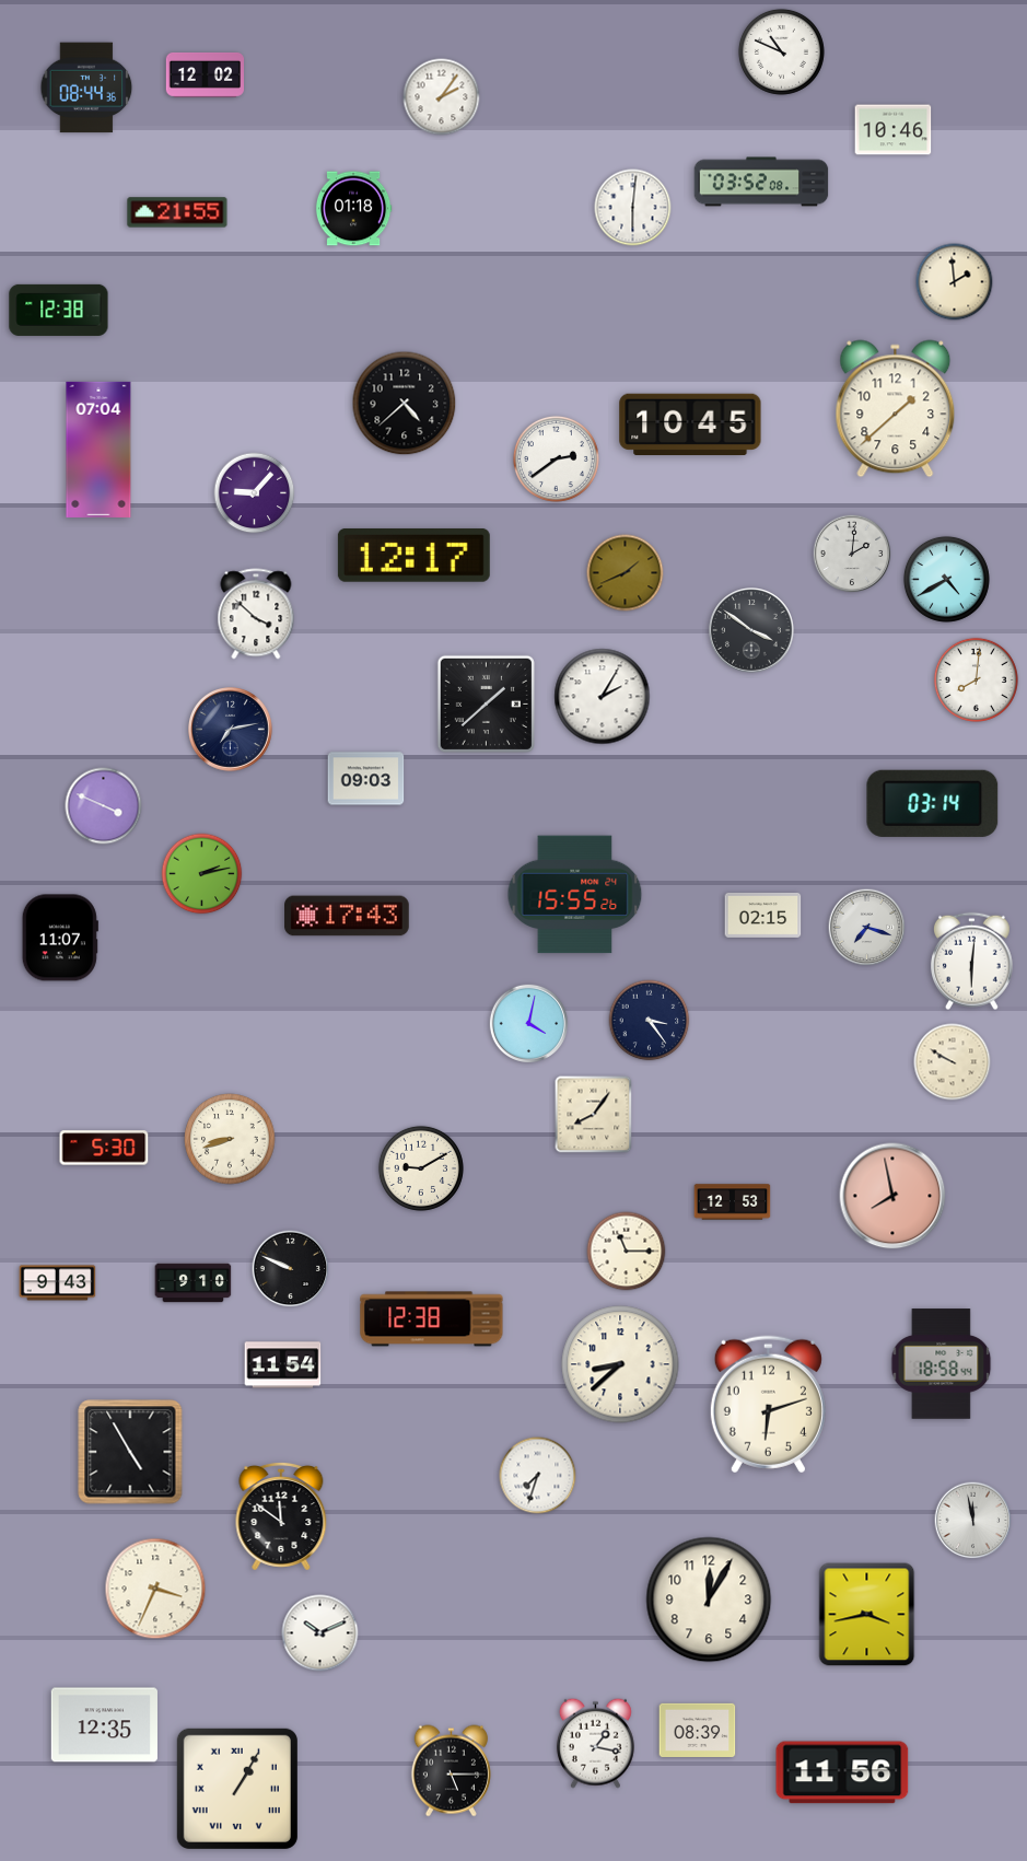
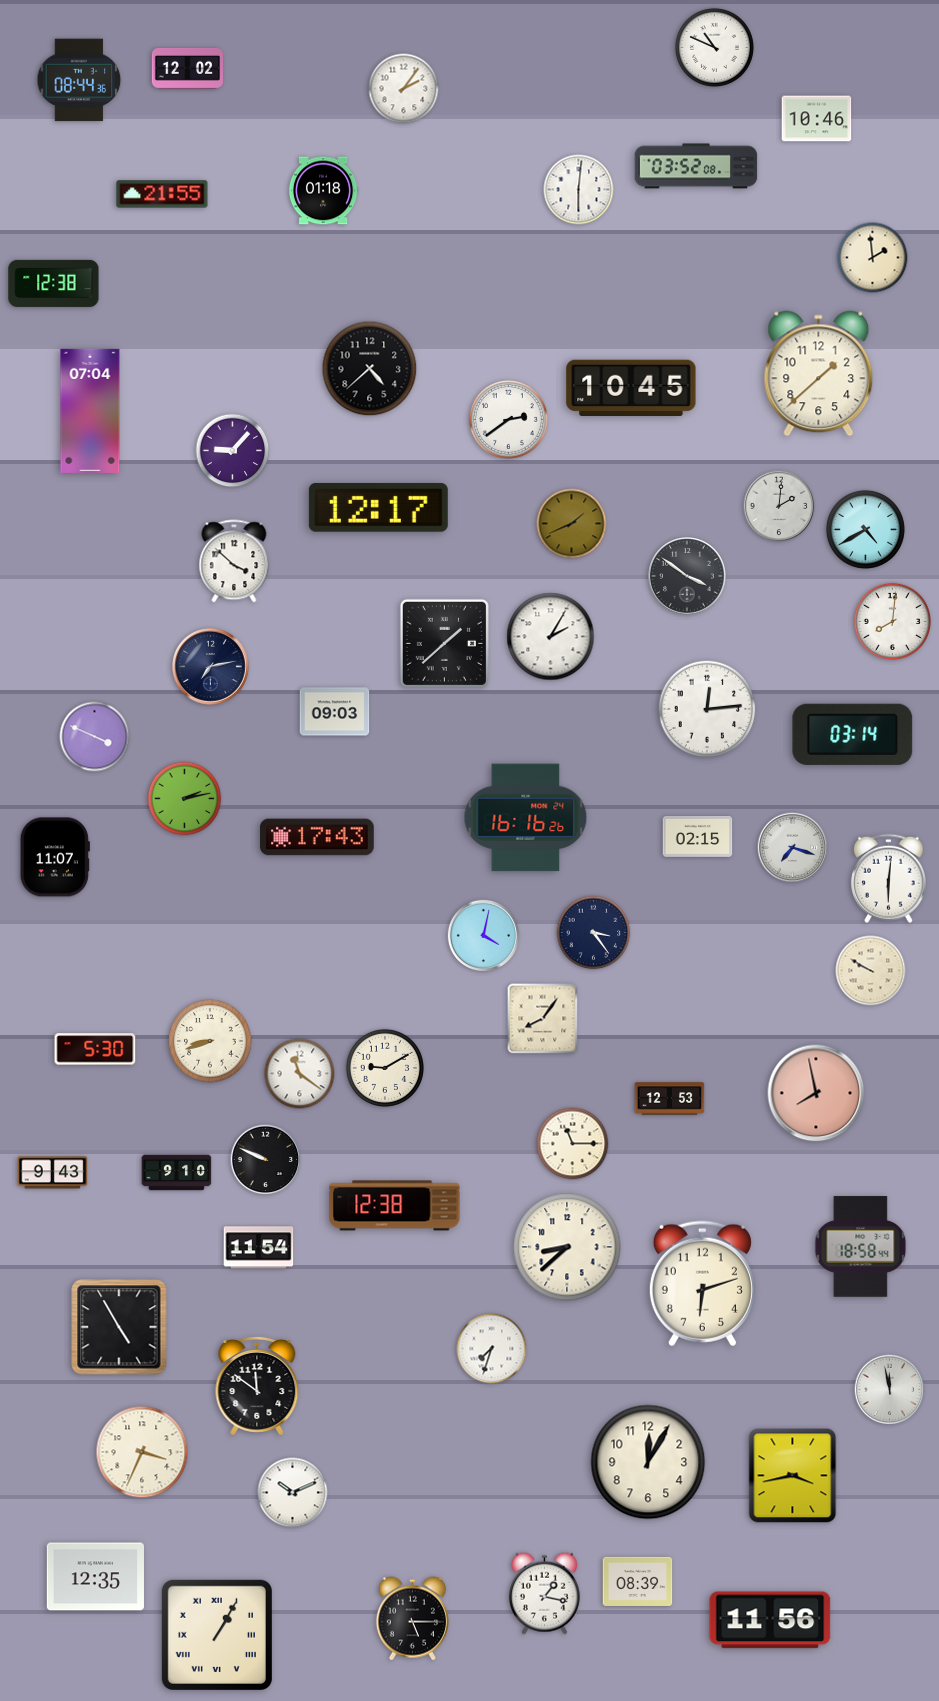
clock at (707, 709): none -> 12:14
clock at (575, 895): 15:55 -> 16:16
clock at (300, 1074): none -> 11:21
